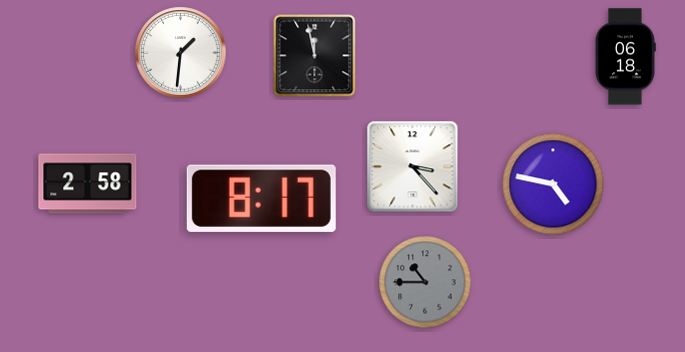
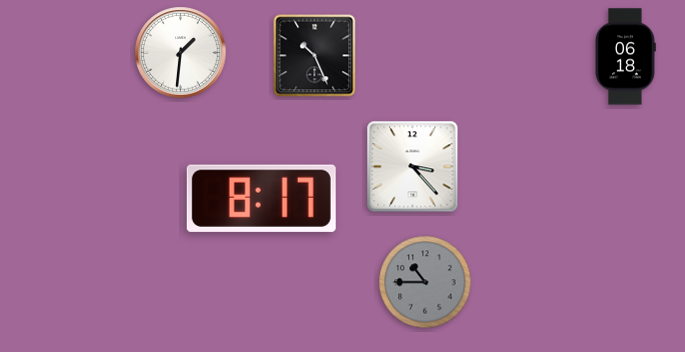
clock at (315, 56): 11:58 -> 10:26
clock at (88, 184): 2:58 -> none
clock at (553, 184): 4:47 -> none
